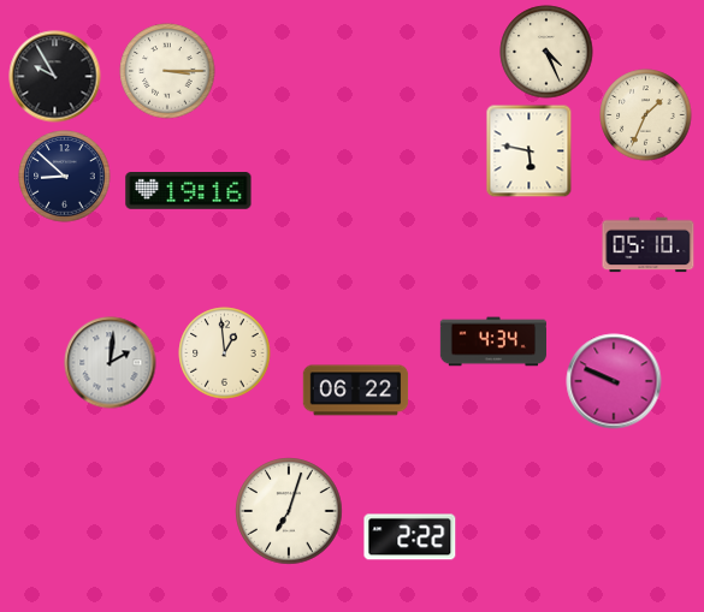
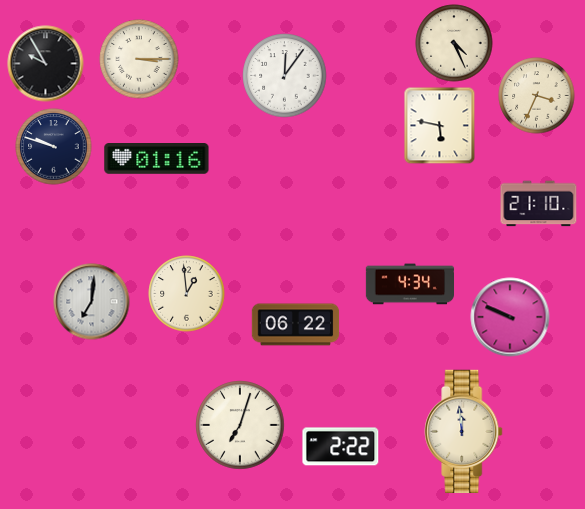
clock at (285, 76): none -> 12:06
clock at (646, 115): 1:34 -> 3:34
clock at (65, 177): 8:52 -> 9:48
clock at (189, 191): 19:16 -> 01:16
clock at (649, 245): 05:10 -> 21:10
clock at (111, 363): 2:01 -> 7:01
clock at (464, 431): none -> 11:59
